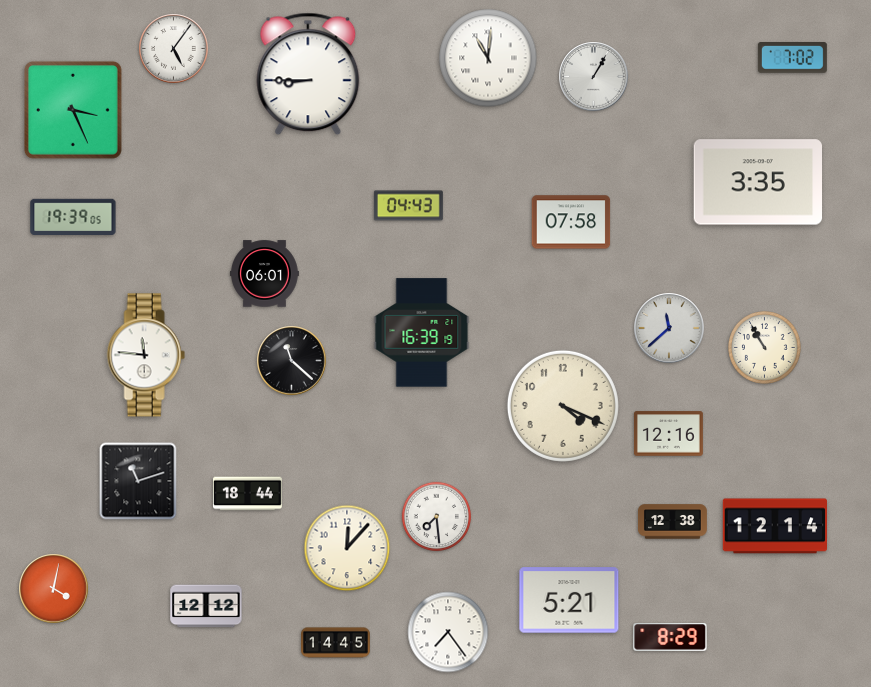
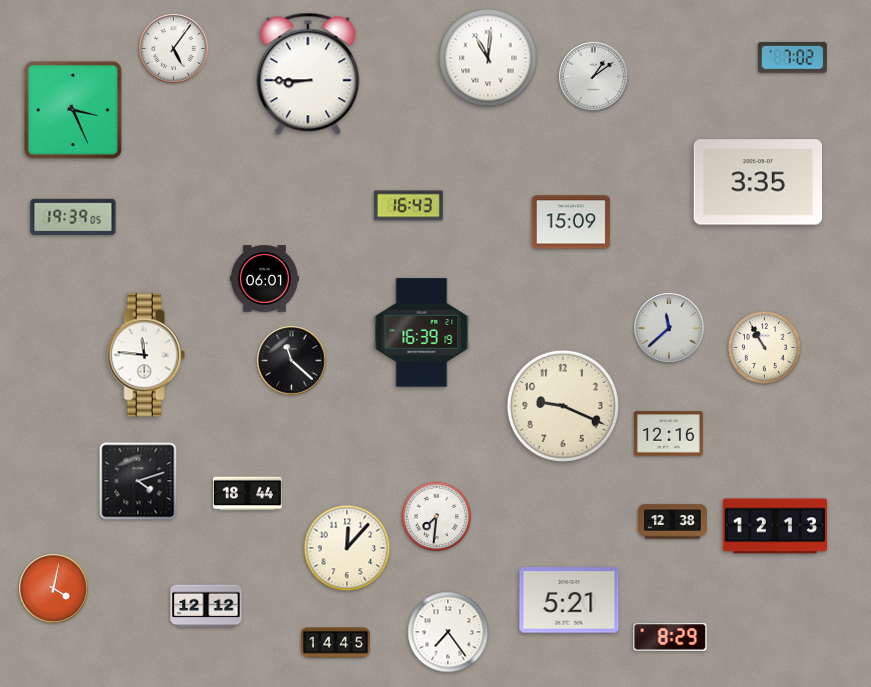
clock at (594, 77): 1:05 -> 1:09
clock at (408, 206): 04:43 -> 16:43
clock at (571, 222): 07:58 -> 15:09
clock at (264, 274) position: (264, 274) -> (264, 279)
clock at (563, 406): 4:19 -> 9:19
clock at (138, 481): 11:12 -> 4:12
clock at (437, 517): 7:29 -> 7:31
clock at (774, 526): 12:14 -> 12:13
